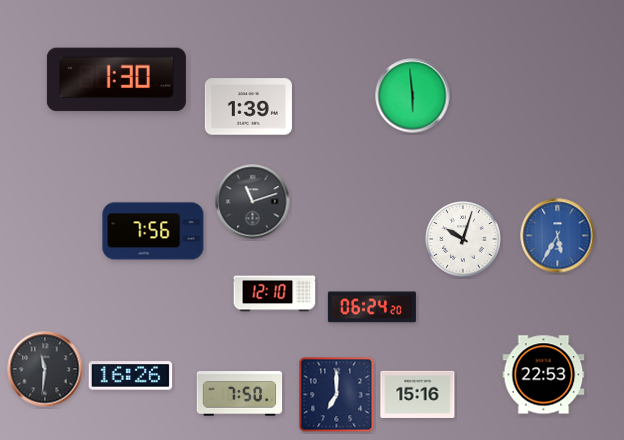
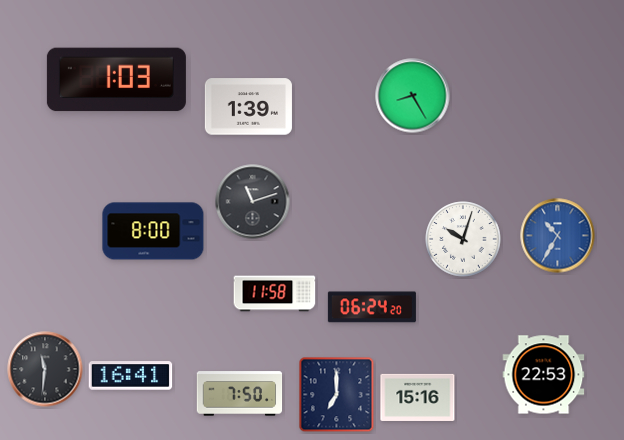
clock at (116, 80): 1:30 -> 1:03
clock at (413, 96): 5:59 -> 8:25
clock at (153, 231): 7:56 -> 8:00
clock at (558, 236): 5:35 -> 10:35
clock at (275, 294): 12:10 -> 11:58
clock at (131, 376): 16:26 -> 16:41
clock at (418, 394) position: (418, 394) -> (418, 397)
